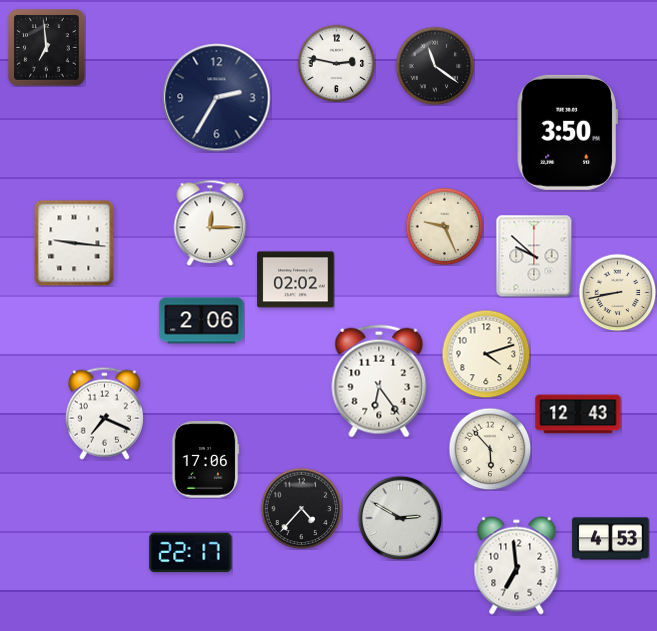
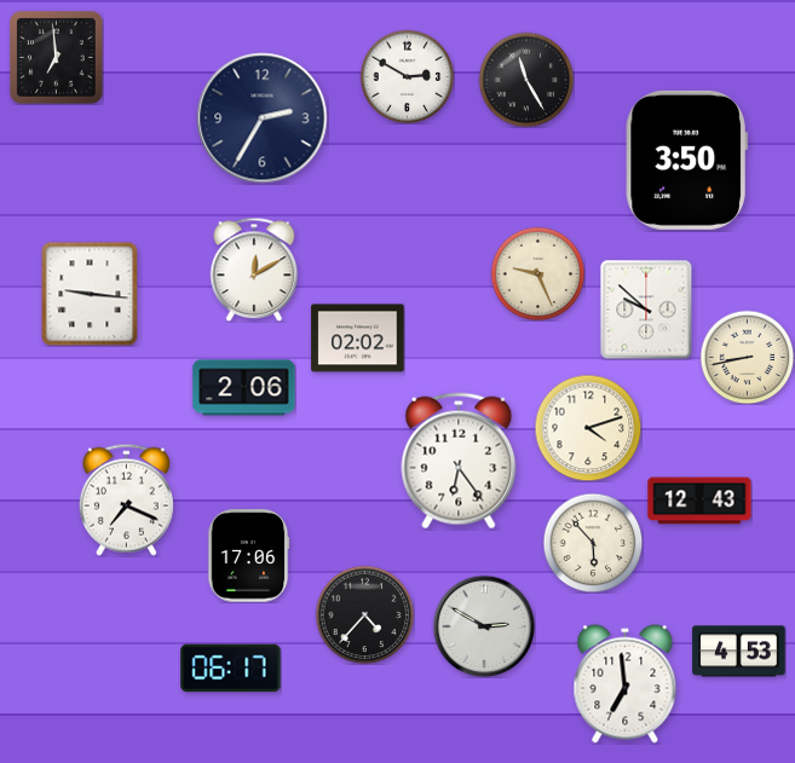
clock at (336, 63): 2:47 -> 2:50
clock at (435, 66): 11:21 -> 11:25
clock at (210, 223): 12:15 -> 12:10
clock at (617, 292) position: (617, 292) -> (747, 357)
clock at (191, 553): 22:17 -> 06:17
